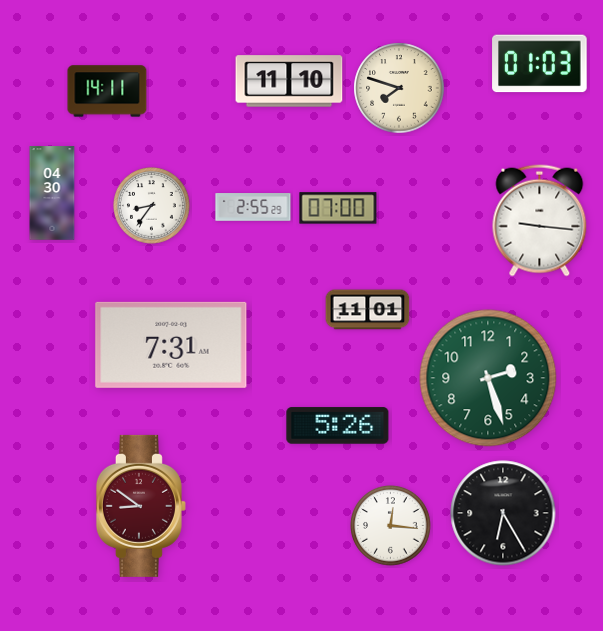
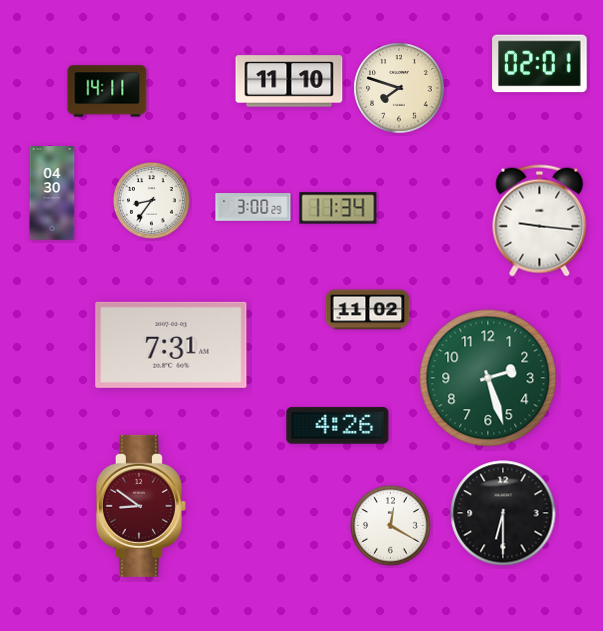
clock at (540, 64): 01:03 -> 02:01
clock at (152, 206) position: (152, 206) -> (152, 201)
clock at (253, 207): 2:55 -> 3:00
clock at (338, 208): 07:00 -> 11:34
clock at (368, 310): 11:01 -> 11:02
clock at (338, 426): 5:26 -> 4:26
clock at (503, 513): 6:25 -> 6:30
clock at (391, 526): 12:16 -> 12:20
